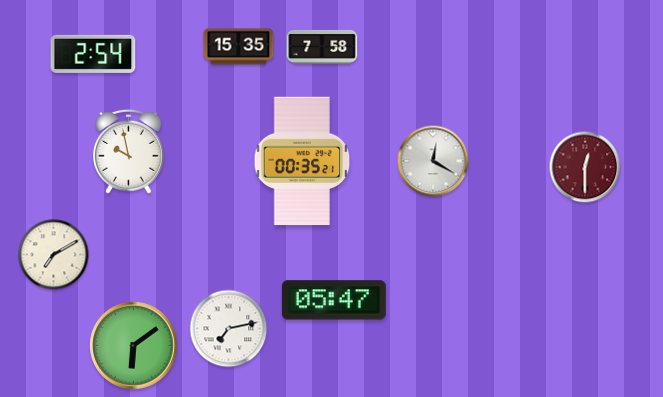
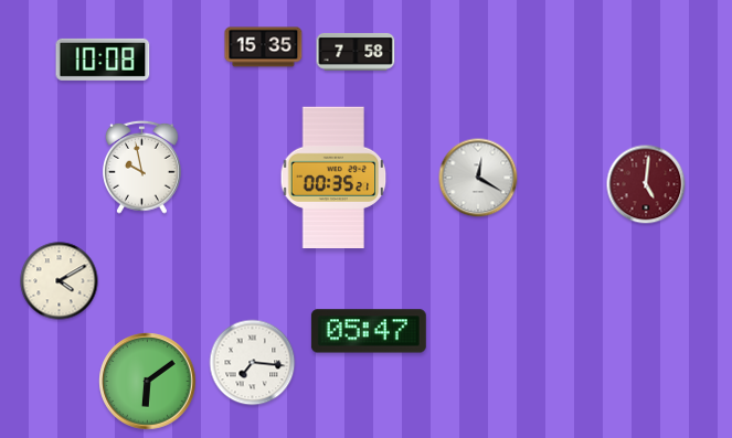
clock at (239, 47) position: (239, 47) -> (264, 47)
clock at (93, 54): 2:54 -> 10:08
clock at (585, 167): 12:30 -> 5:01
clock at (54, 255): 7:10 -> 4:10
clock at (229, 329): 7:13 -> 7:16
